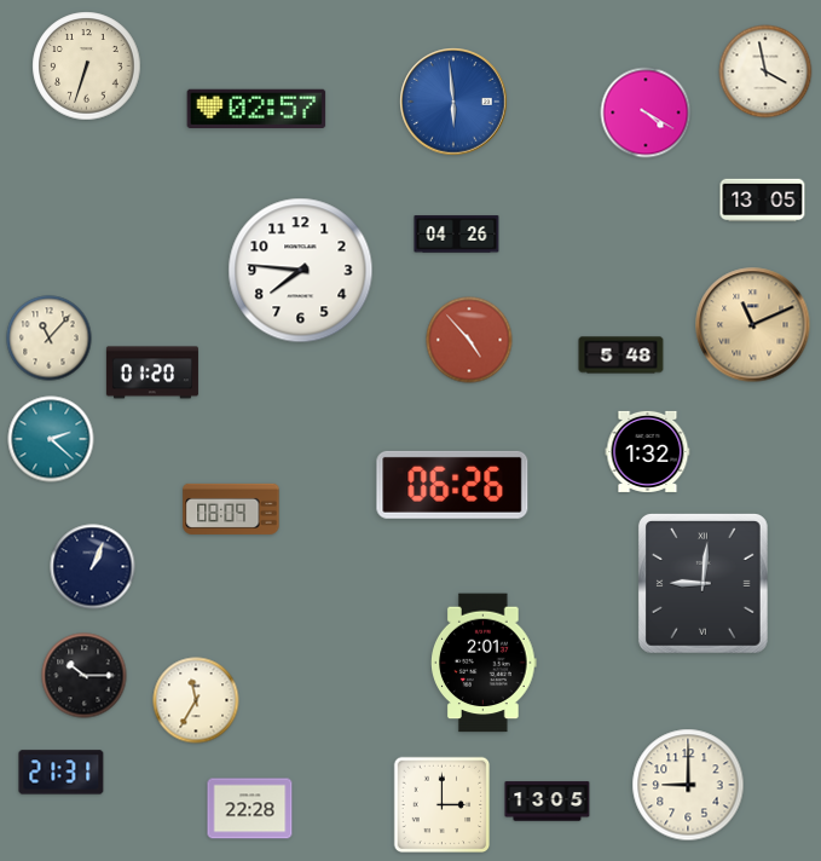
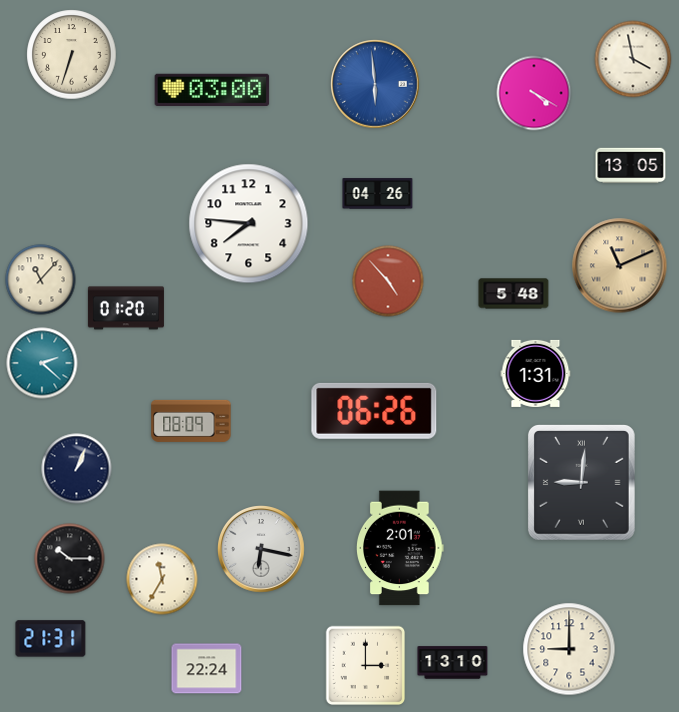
clock at (256, 108): 02:57 -> 03:00
clock at (753, 325) position: (753, 325) -> (620, 266)
clock at (648, 451): 1:32 -> 1:31
clock at (452, 485) position: (452, 485) -> (374, 411)
clock at (262, 550): none -> 6:17
clock at (548, 802): 13:05 -> 13:10
clock at (250, 809): 22:28 -> 22:24
